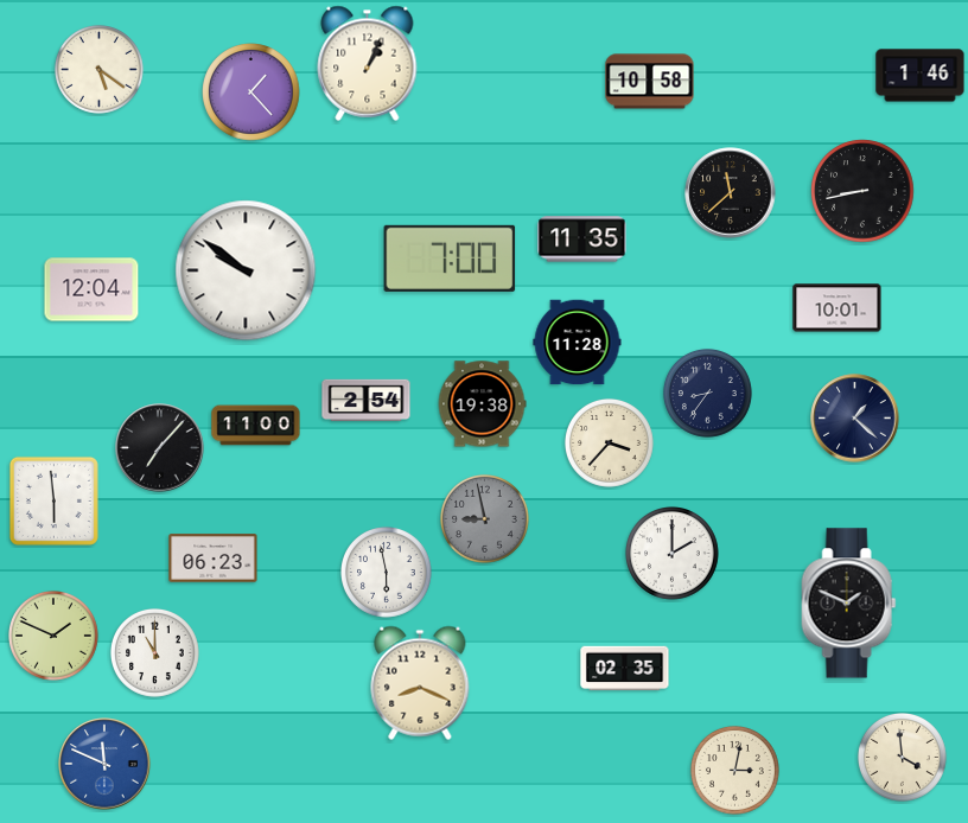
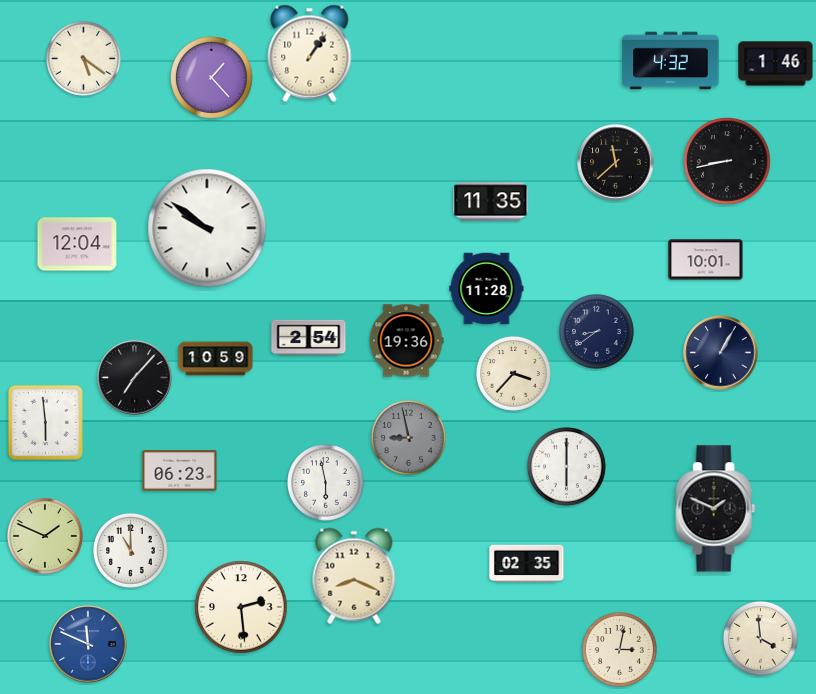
clock at (368, 63): 1:04 -> 1:06
clock at (671, 61): none -> 4:32
clock at (650, 82): 10:58 -> none
clock at (450, 259): 7:00 -> none
clock at (707, 393): 8:36 -> 8:39
clock at (482, 404): 19:38 -> 19:36
clock at (855, 419): 1:22 -> 1:05
clock at (256, 426): 11:00 -> 10:59
clock at (673, 554): 2:00 -> 6:00
clock at (241, 607): none -> 2:29
